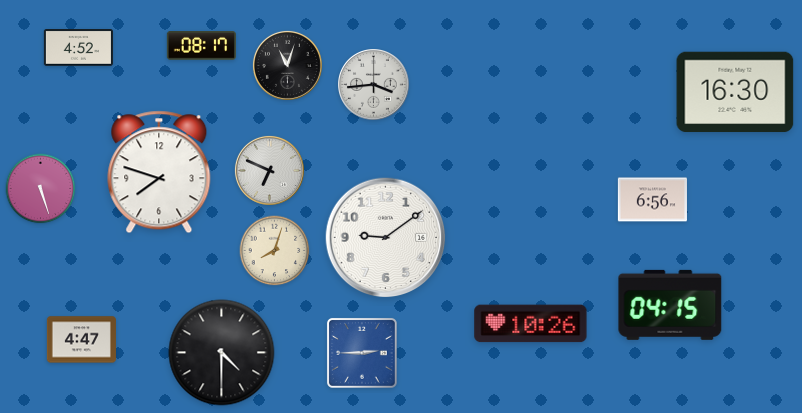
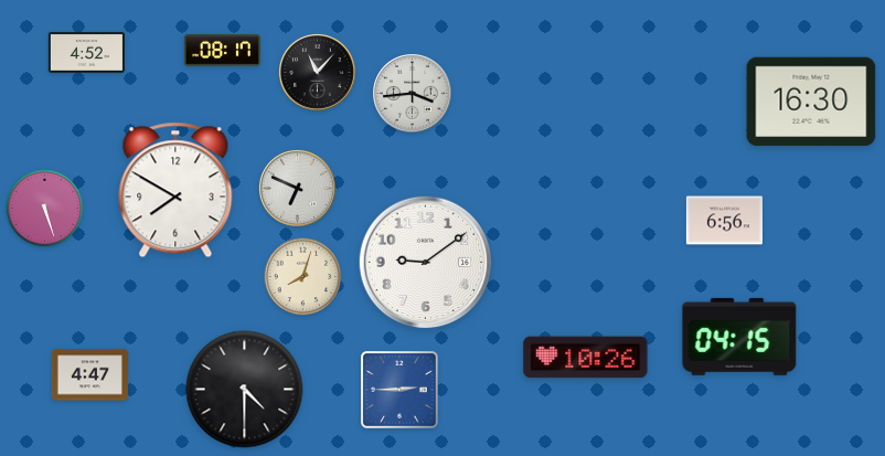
clock at (287, 65): 11:03 -> 11:07
clock at (159, 172): 7:48 -> 7:50
clock at (652, 200) position: (652, 200) -> (724, 221)
